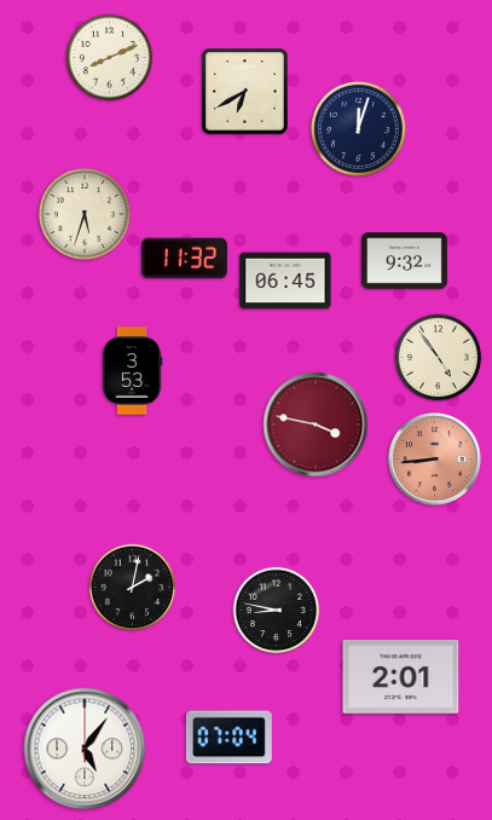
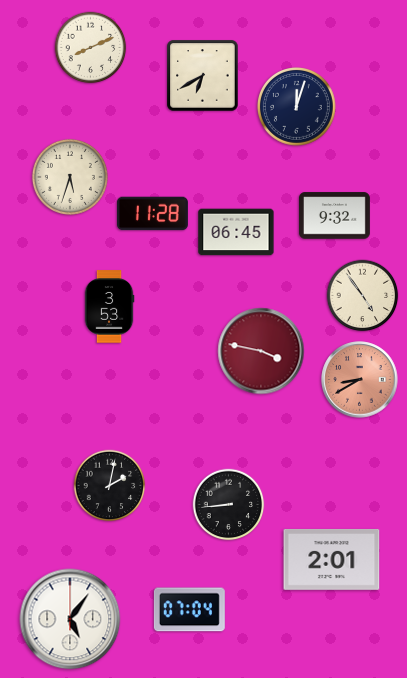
clock at (184, 259): 11:32 -> 11:28
clock at (435, 460): 8:44 -> 8:40
clock at (277, 611): 8:47 -> 8:44
